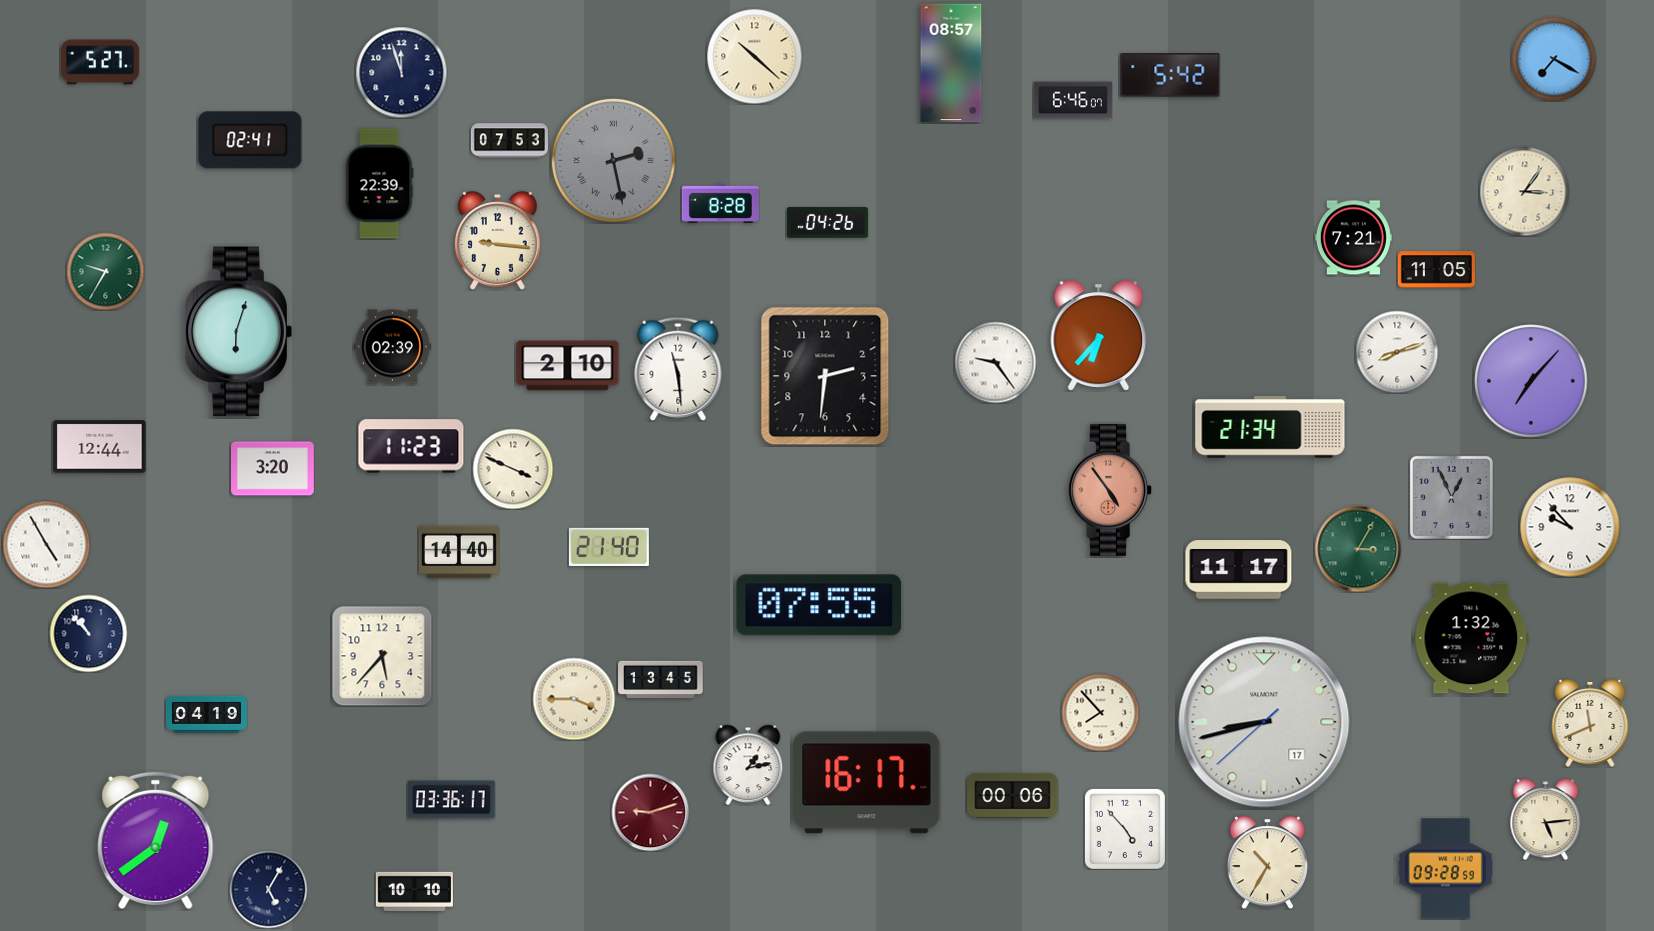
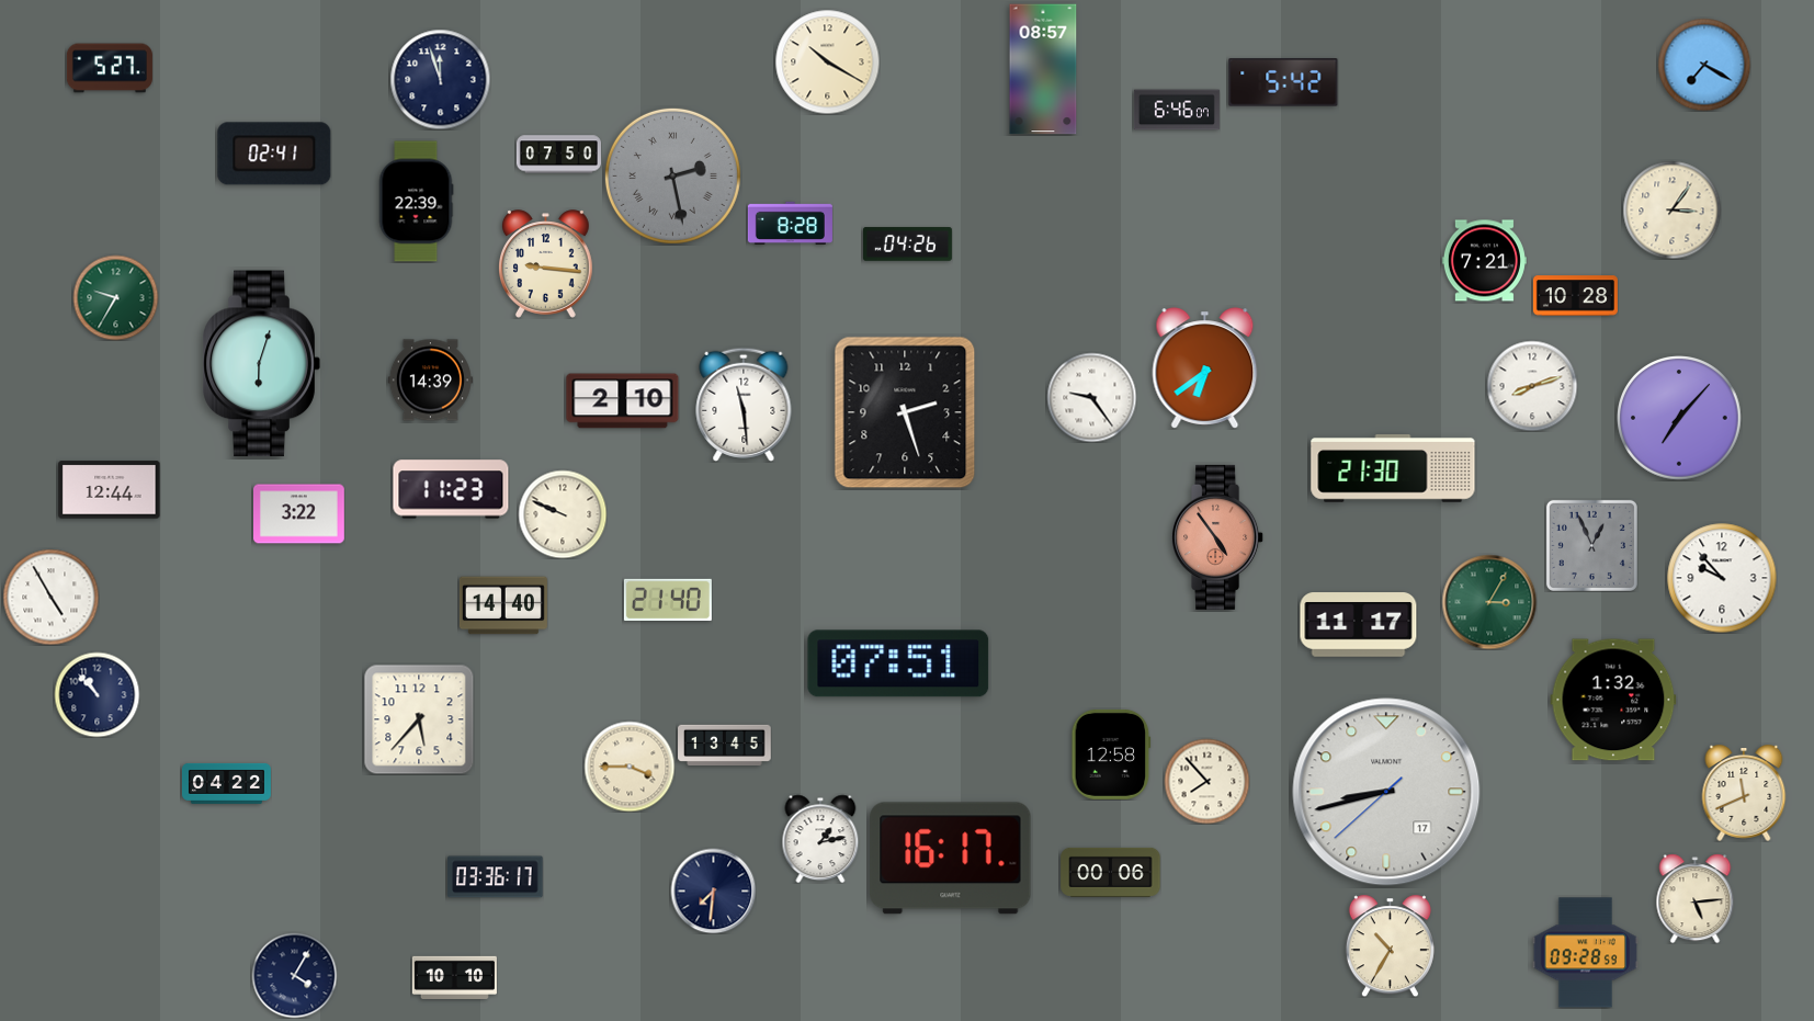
clock at (754, 56): 10:22 -> 10:20
clock at (509, 141): 07:53 -> 07:50
clock at (1436, 270): 11:05 -> 10:28
clock at (1099, 336): 6:37 -> 6:39
clock at (392, 347): 02:39 -> 14:39
clock at (825, 376): 2:31 -> 2:27
clock at (1270, 427): 21:34 -> 21:30
clock at (273, 469): 3:20 -> 3:22
clock at (513, 469): 3:49 -> 9:49
clock at (819, 605): 07:55 -> 07:51
clock at (1111, 755): none -> 12:58
clock at (206, 714): 04:19 -> 04:22
clock at (650, 812): 9:12 -> 7:31
clock at (650, 812) dial: burgundy -> navy
clock at (1125, 829): 4:53 -> none
clock at (156, 840): 12:39 -> none
clock at (268, 889): 5:05 -> 4:05
